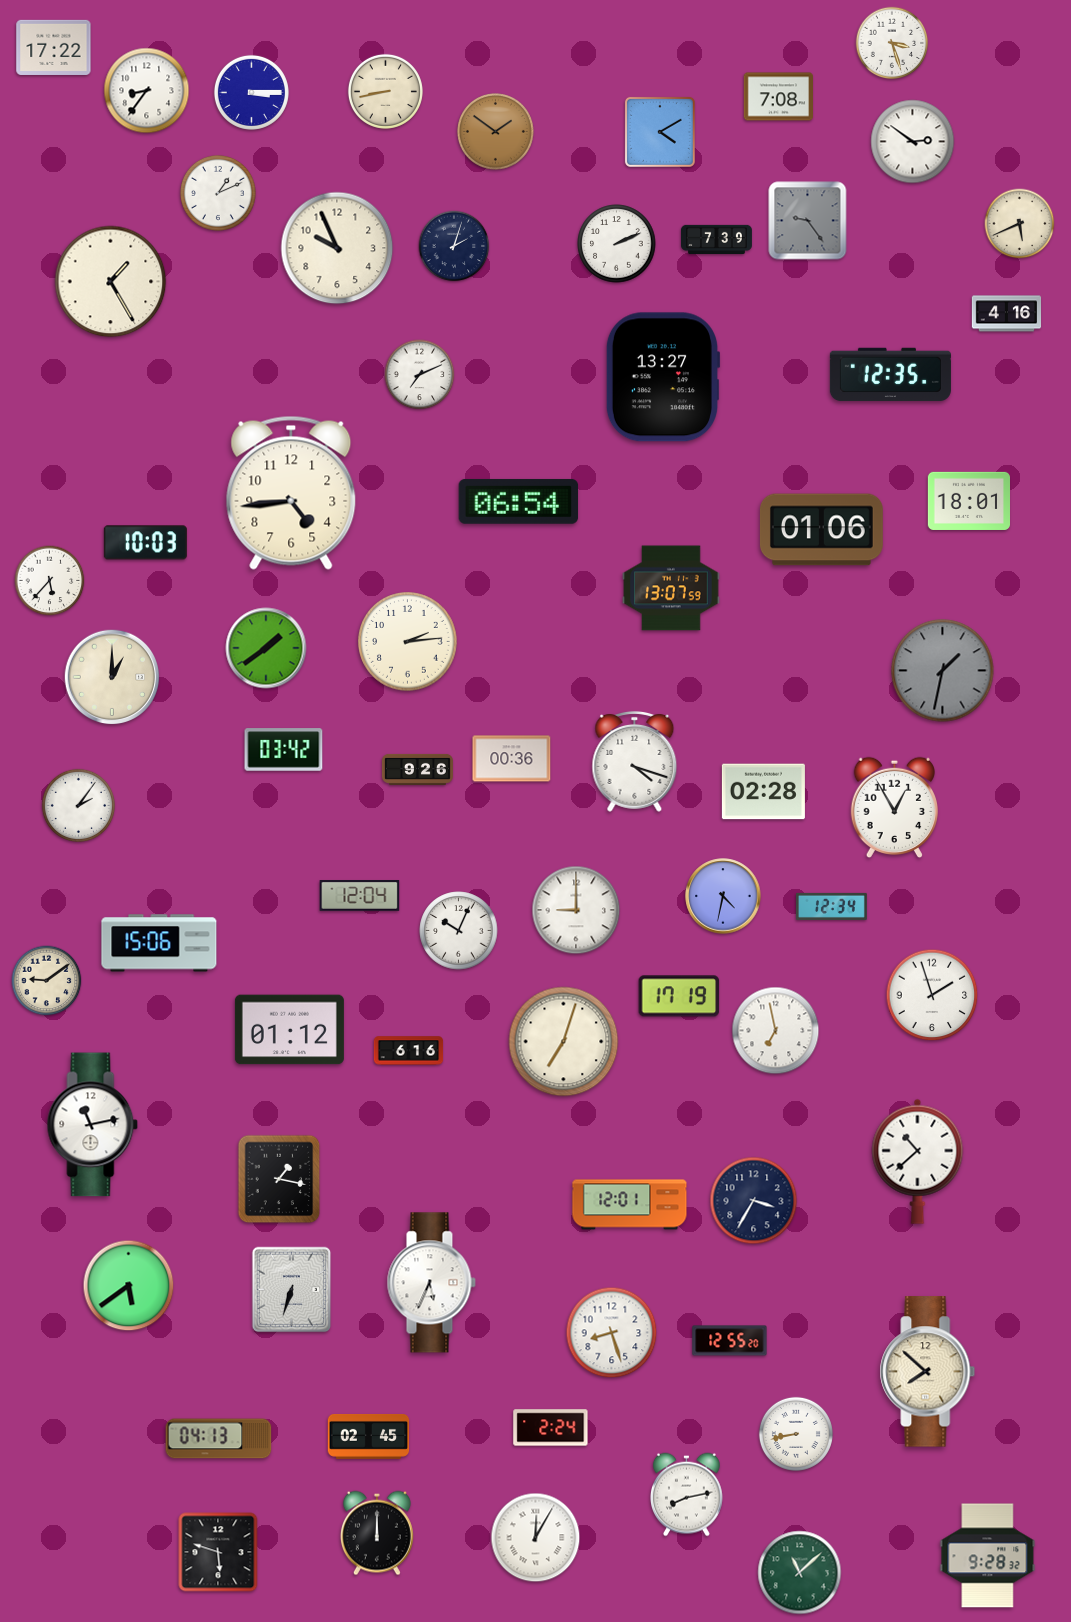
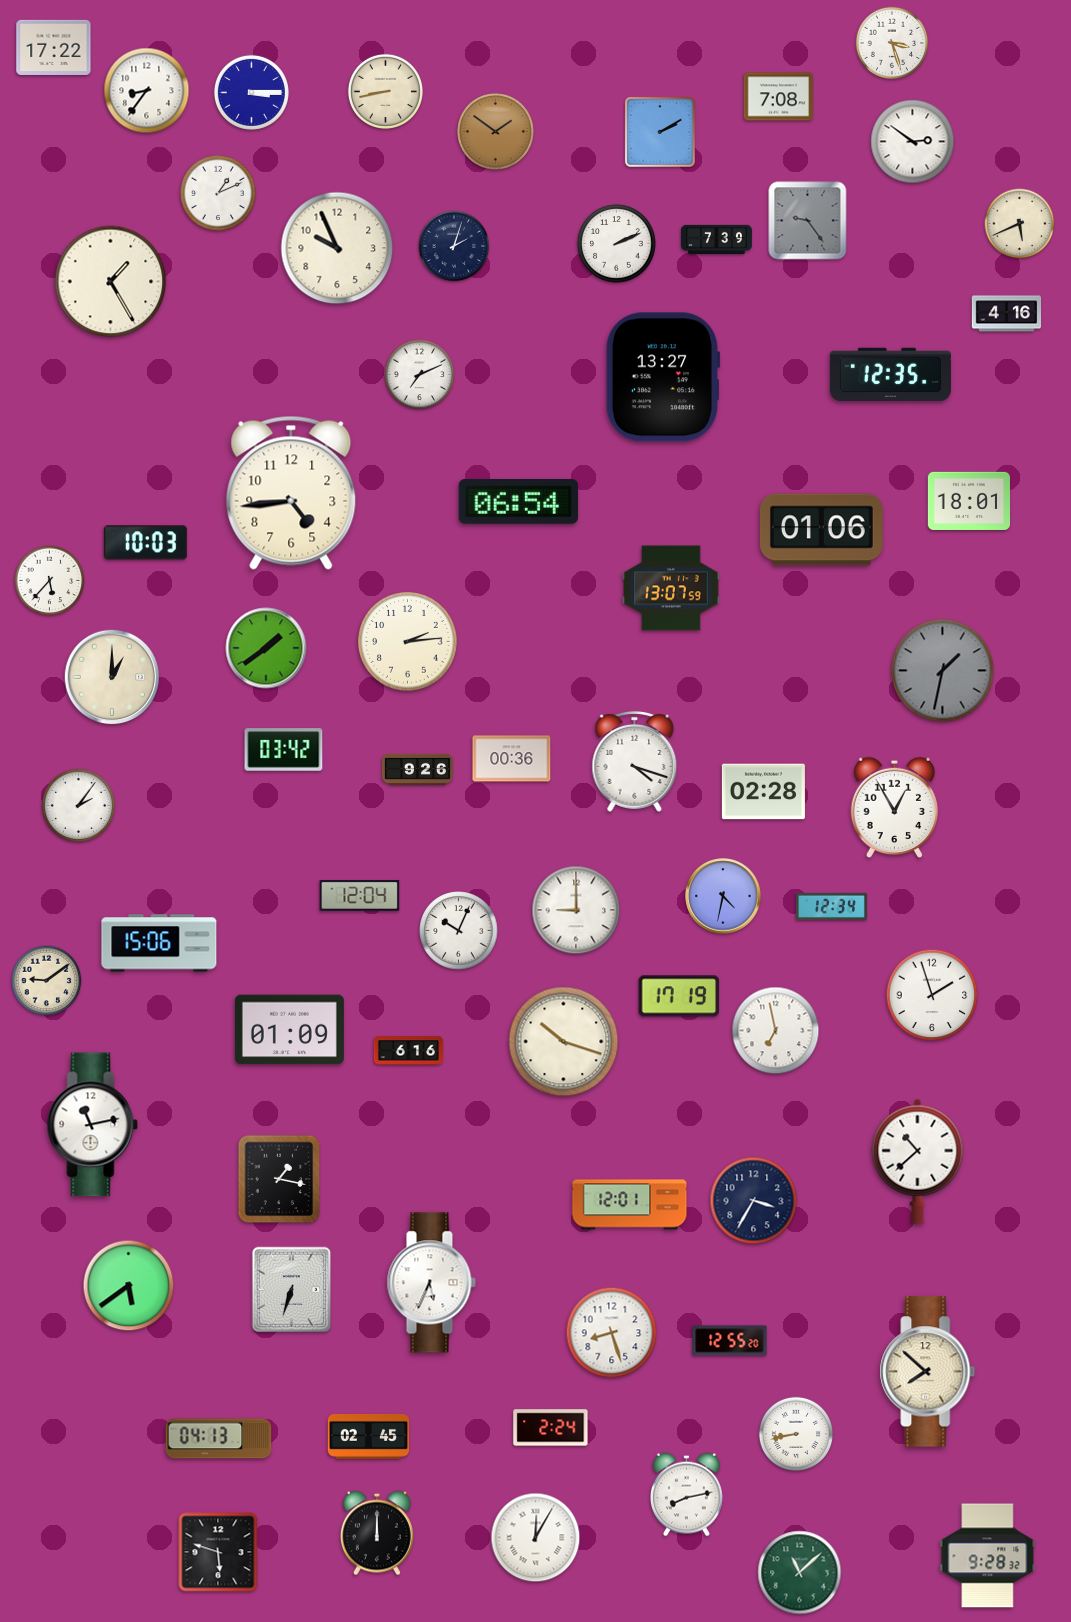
clock at (660, 132): 4:10 -> 2:10
clock at (289, 1030): 01:12 -> 01:09
clock at (564, 1042): 7:03 -> 10:18
